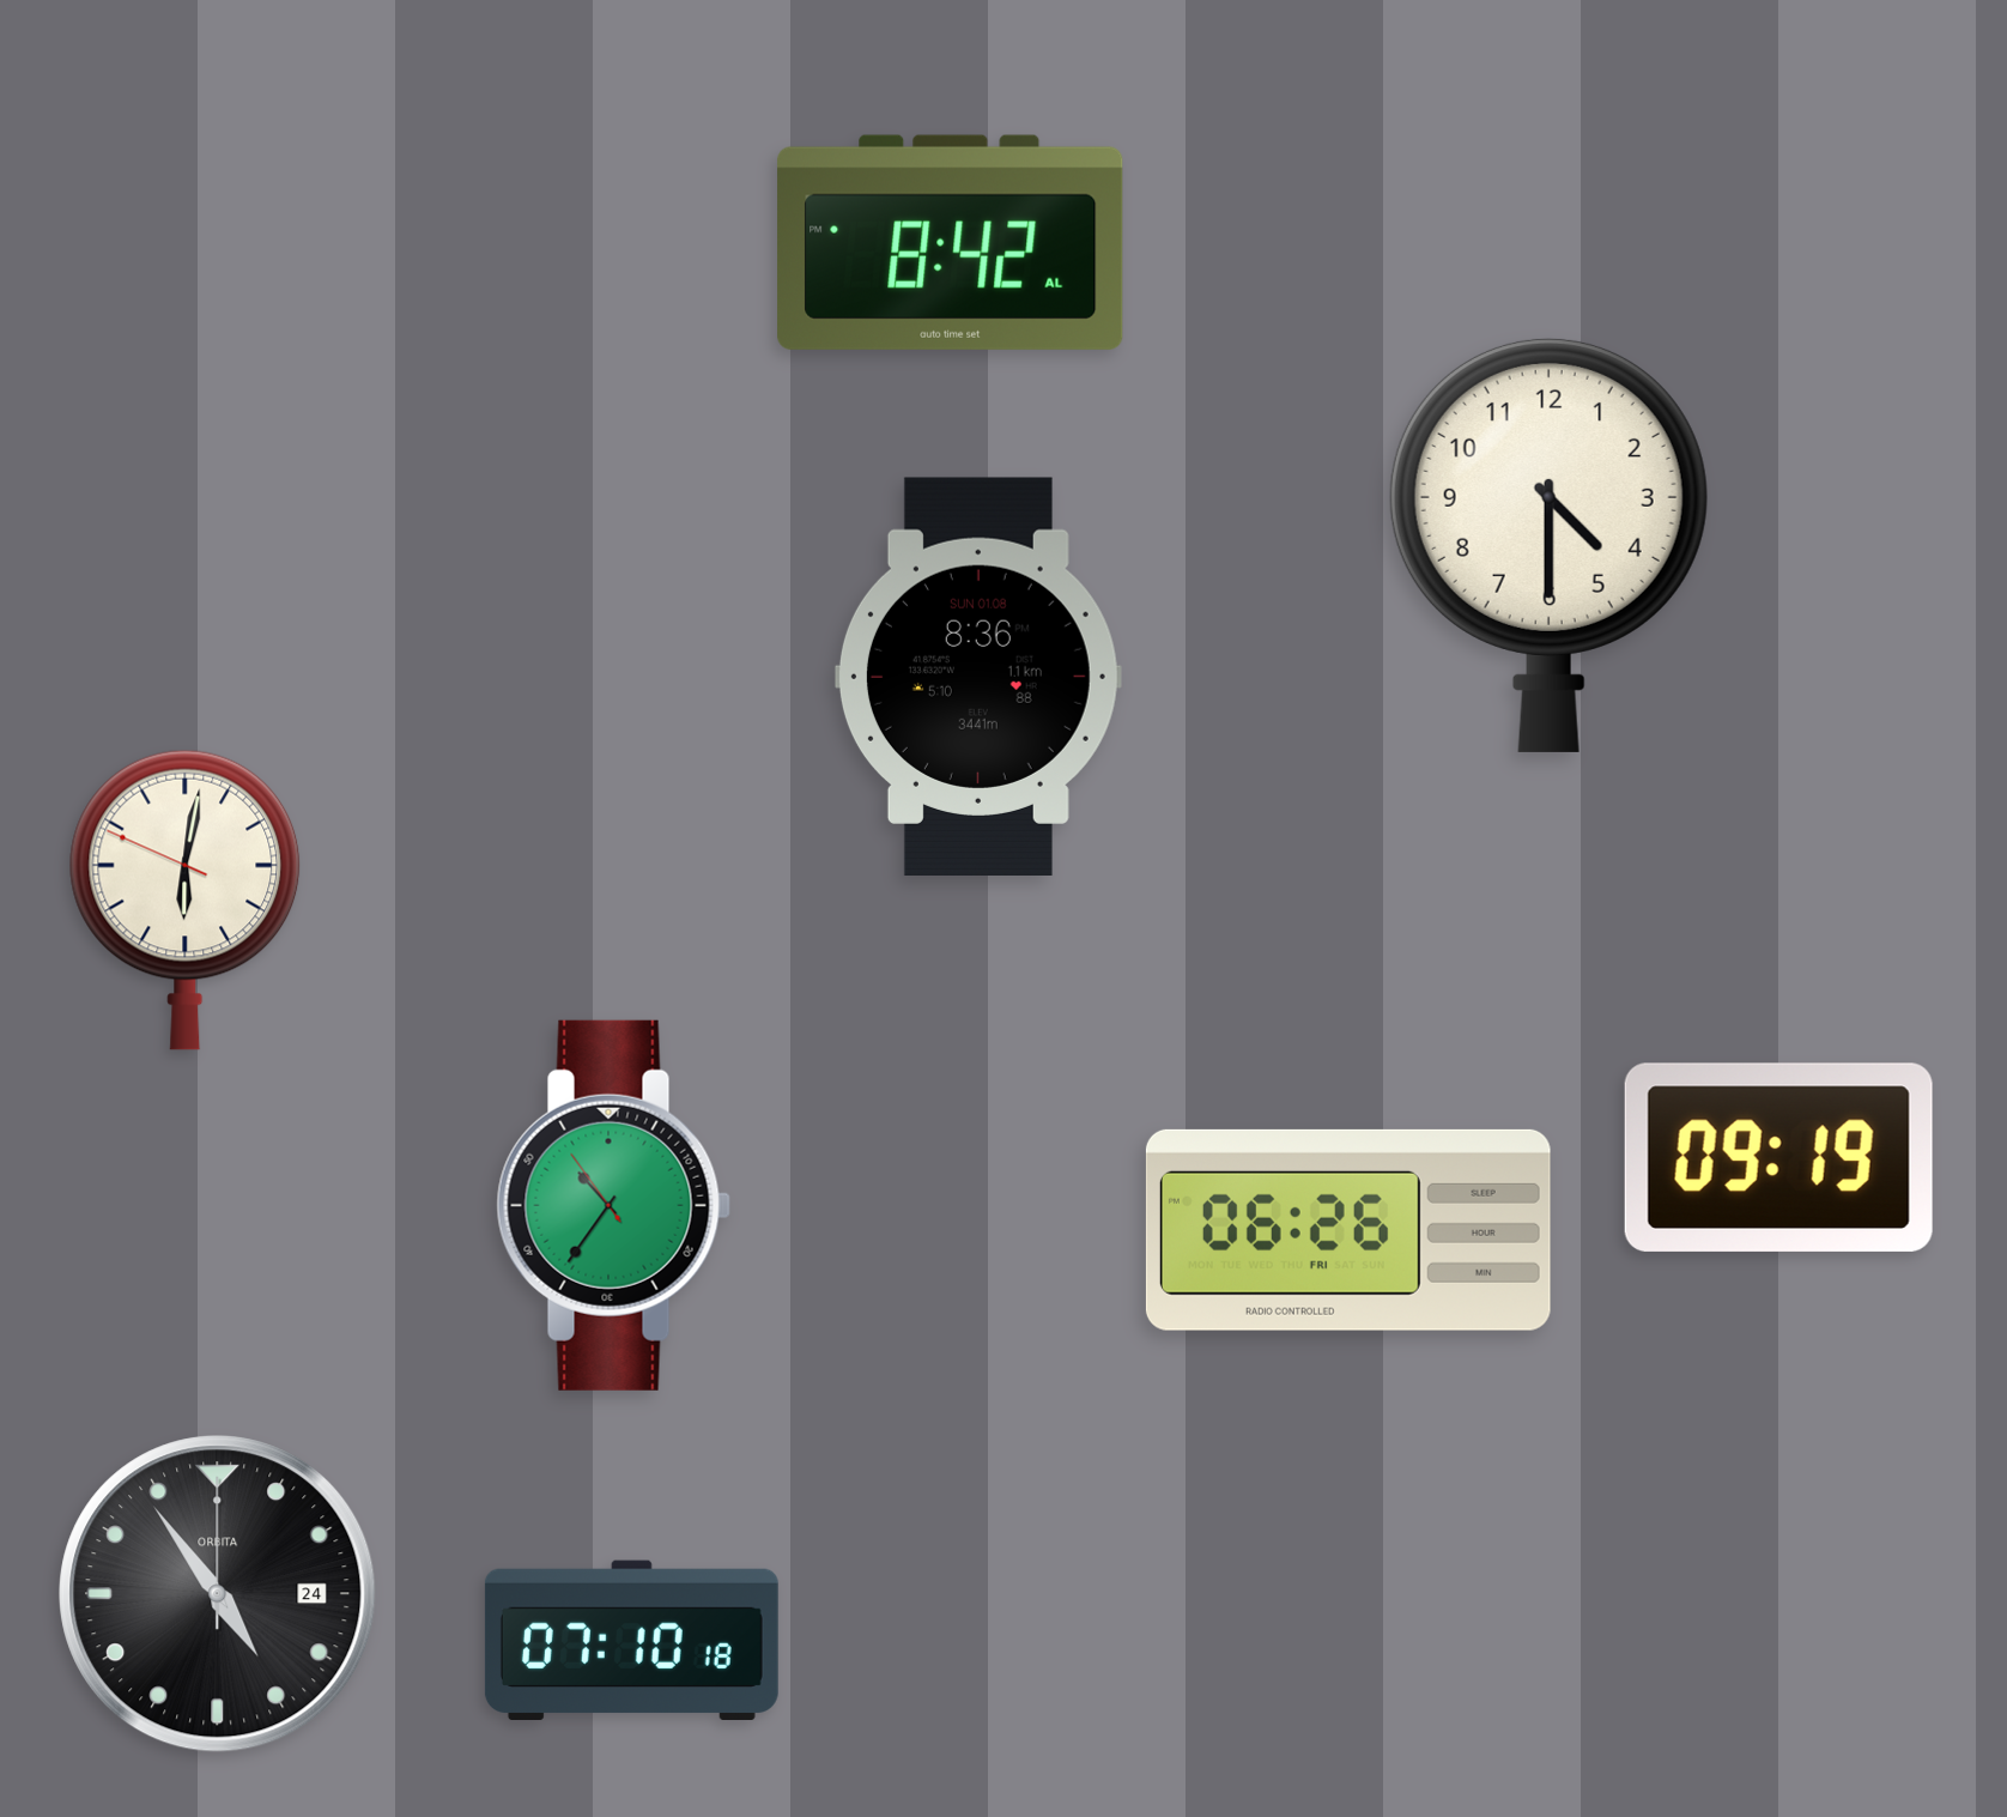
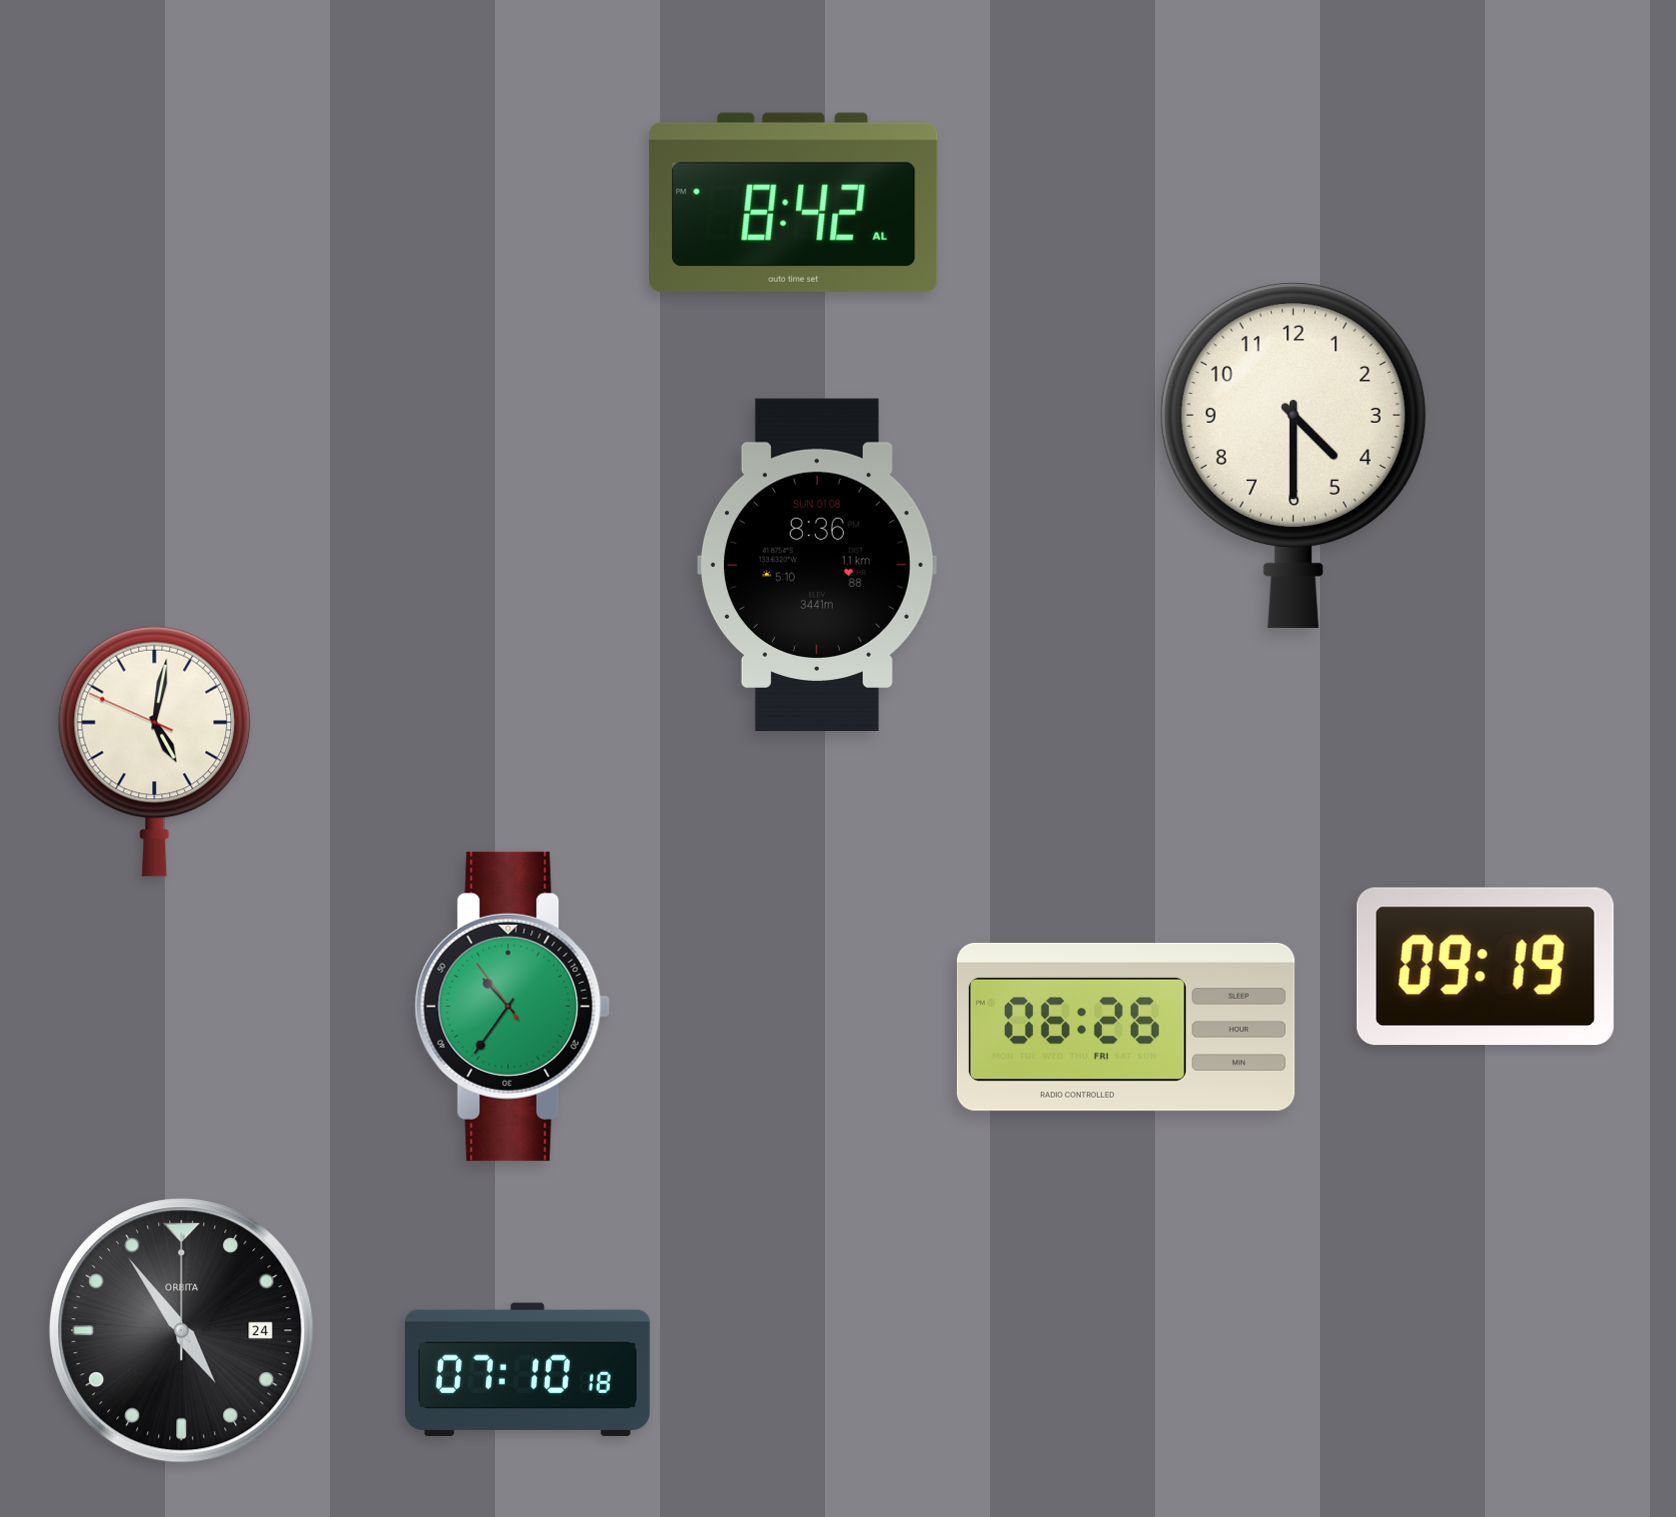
clock at (186, 900): 6:01 -> 5:01
